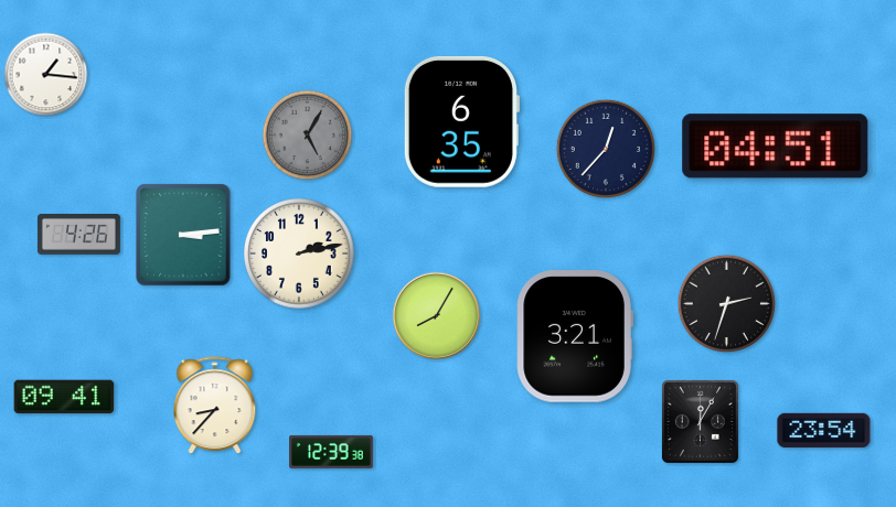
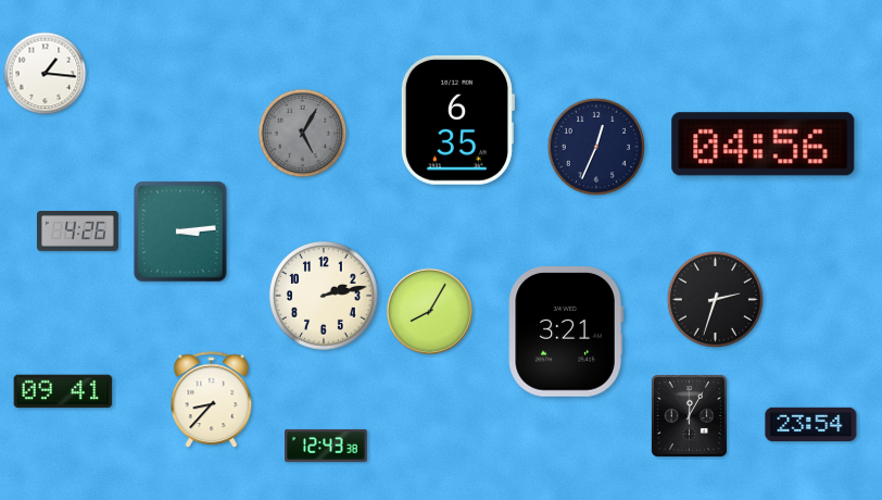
clock at (461, 121) position: (461, 121) -> (457, 120)
clock at (776, 147): 04:51 -> 04:56
clock at (606, 149): 12:37 -> 12:34
clock at (300, 255) position: (300, 255) -> (325, 297)
clock at (332, 452): 12:39 -> 12:43
